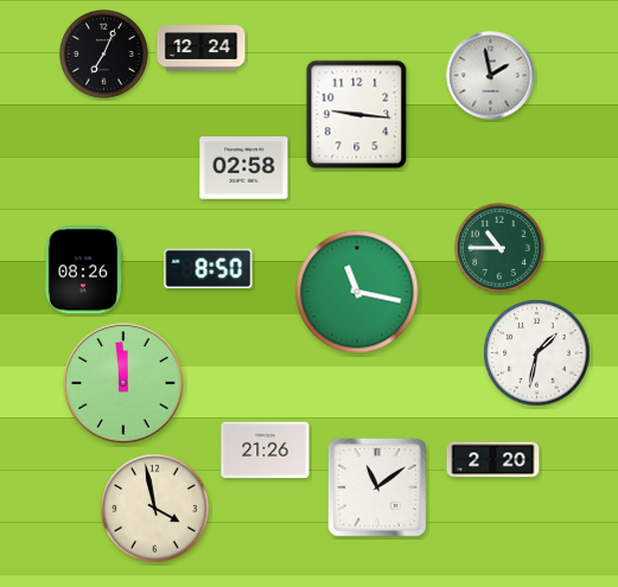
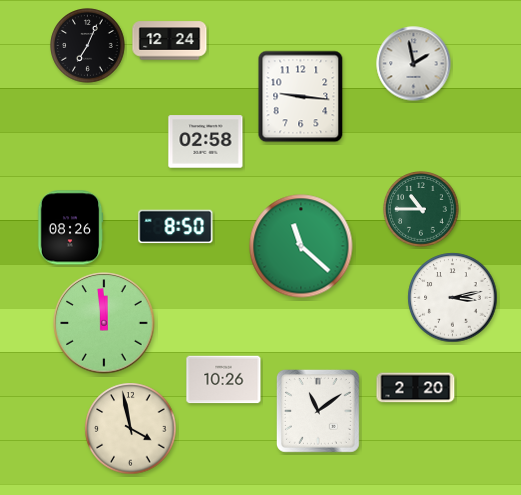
clock at (357, 292): 11:17 -> 11:22
clock at (537, 353): 1:32 -> 3:13
clock at (266, 451): 21:26 -> 10:26
